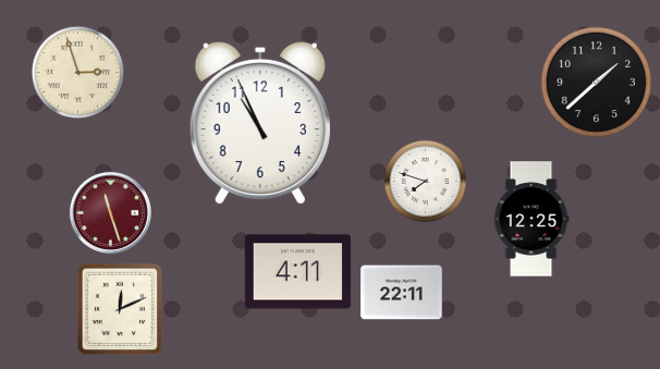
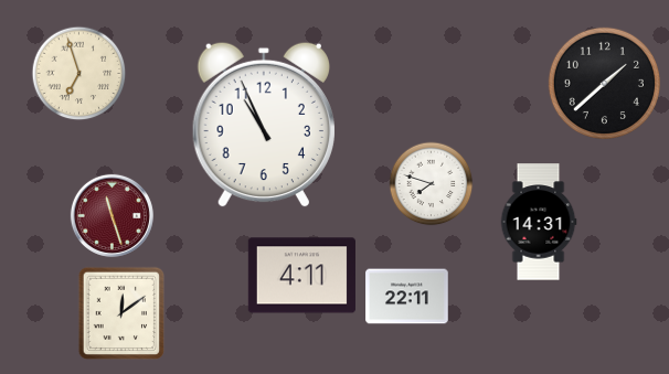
clock at (78, 73): 2:57 -> 6:57
clock at (531, 219): 12:25 -> 14:31
clock at (120, 309): 12:11 -> 12:09
